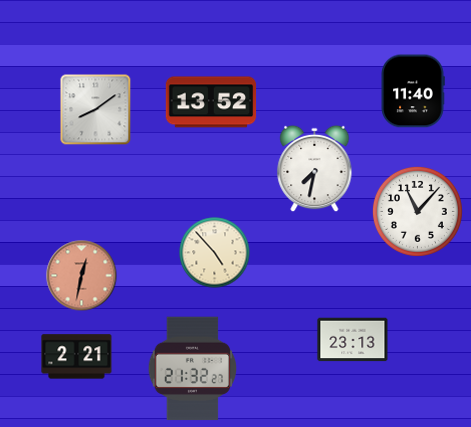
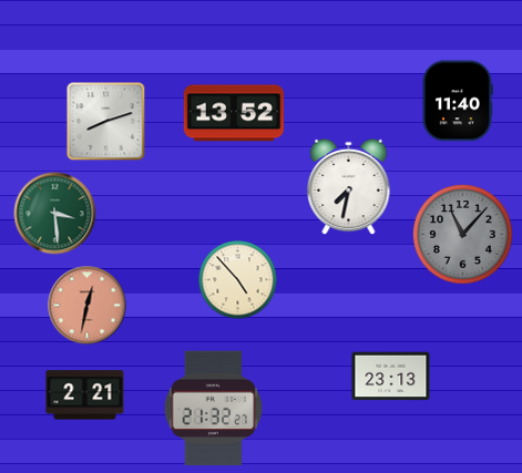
clock at (96, 110): 8:09 -> 8:12
clock at (55, 214): none -> 3:29
clock at (417, 211) dial: white -> grey
clock at (82, 276) position: (82, 276) -> (88, 306)
